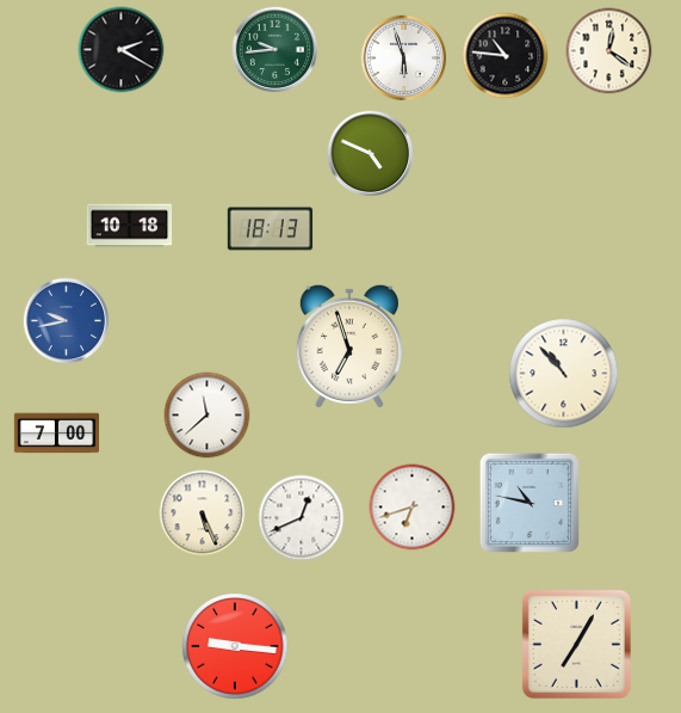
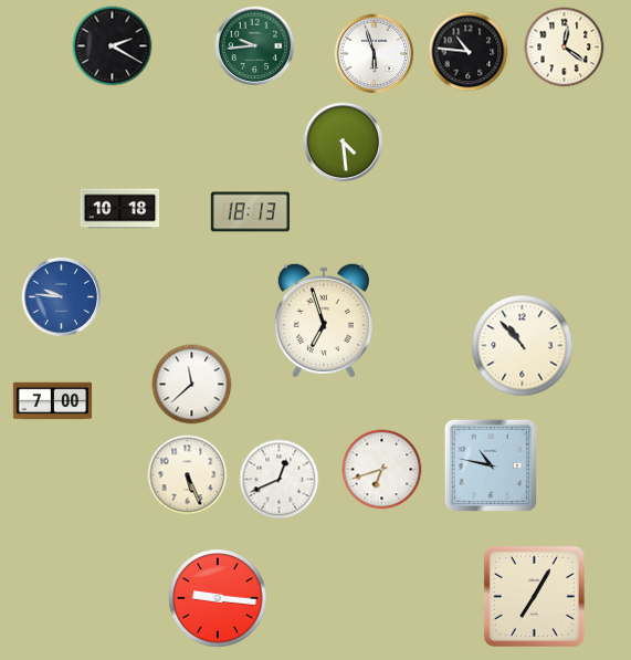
clock at (371, 154): 4:49 -> 4:29
clock at (67, 321): 9:43 -> 9:46
